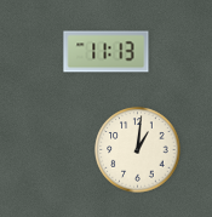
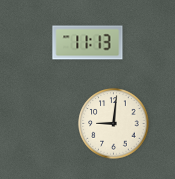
clock at (138, 150): 1:01 -> 9:01
